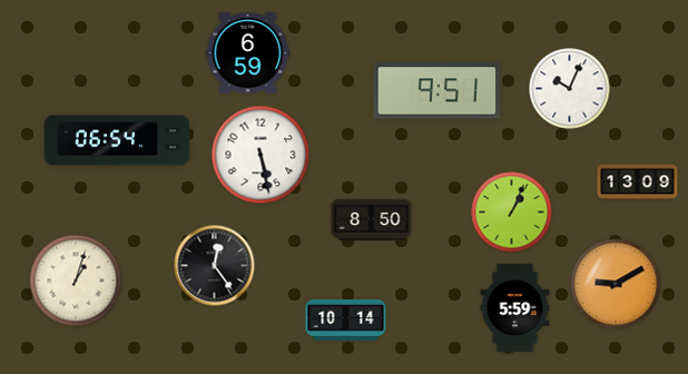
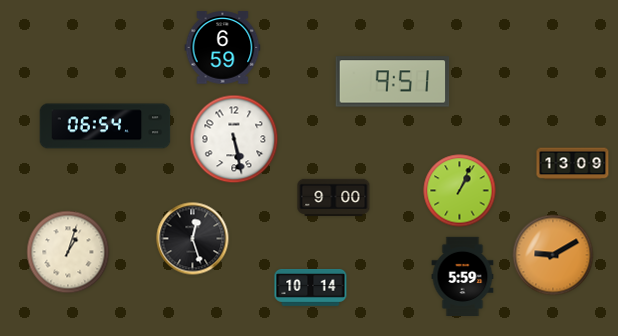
clock at (570, 89): 10:04 -> none
clock at (372, 219): 8:50 -> 9:00
clock at (215, 266): 12:24 -> 12:27
